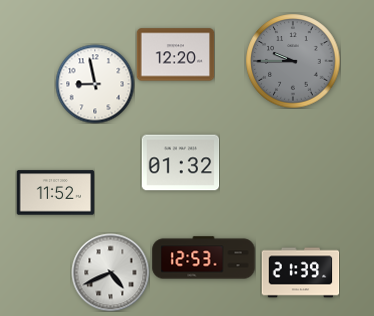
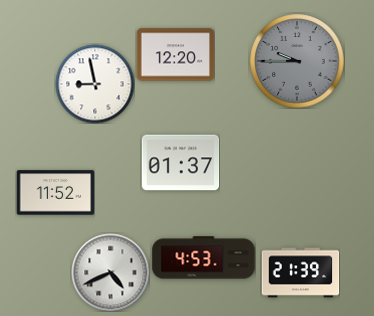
clock at (293, 61) position: (293, 61) -> (297, 61)
clock at (180, 163): 01:32 -> 01:37
clock at (204, 258): 12:53 -> 4:53
